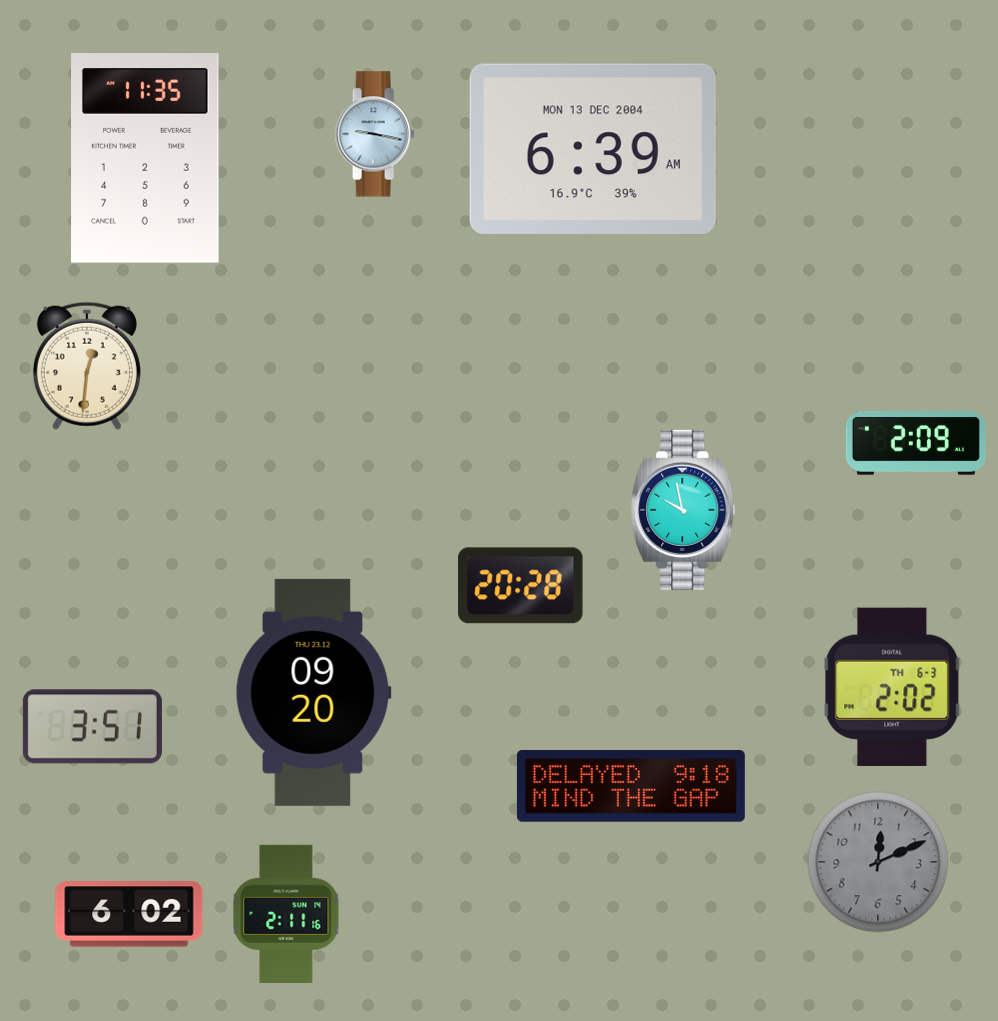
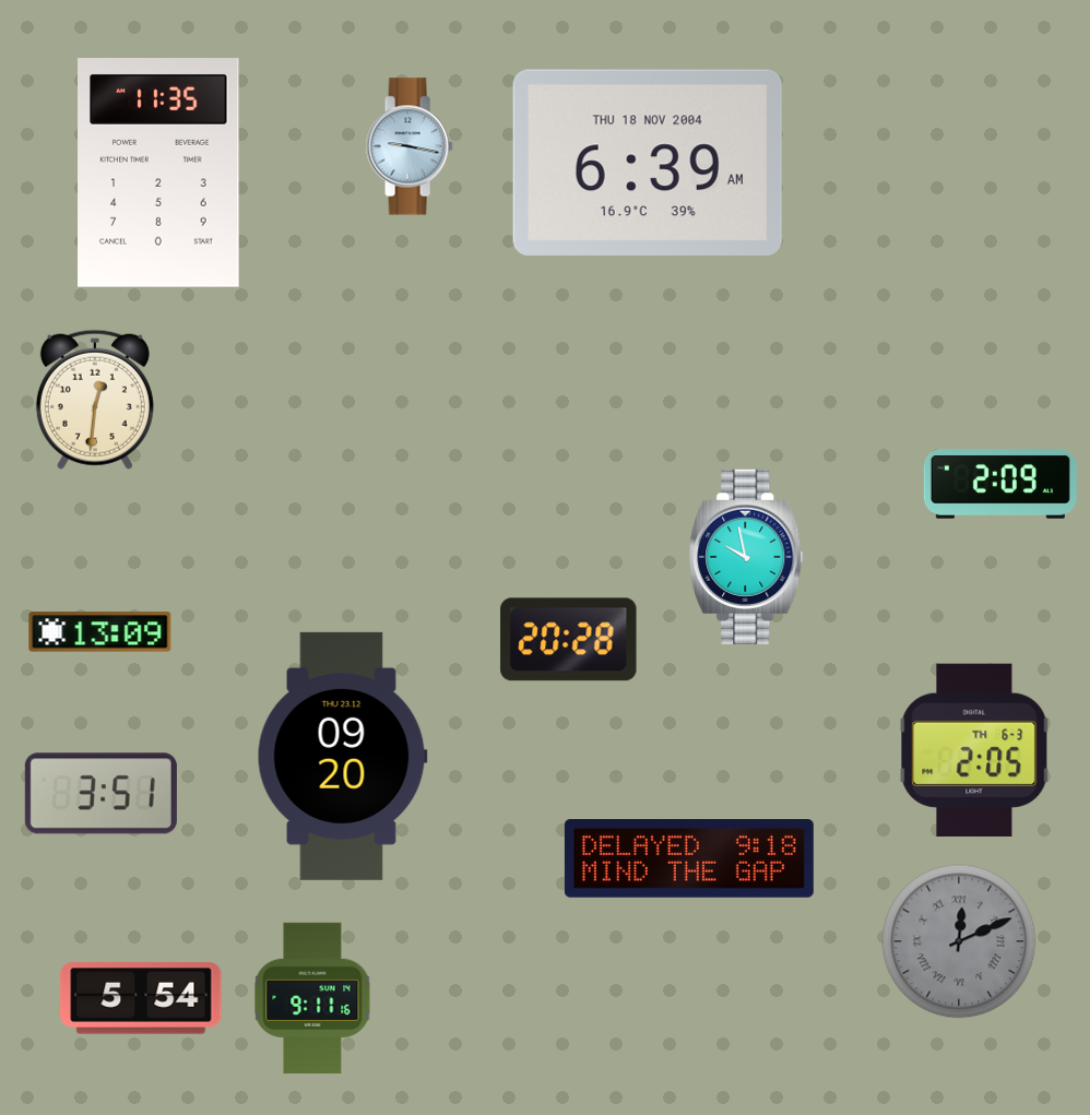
clock at (593, 149) date: MON 13 DEC 2004 -> THU 18 NOV 2004
clock at (100, 632): none -> 13:09
clock at (892, 687): 2:02 -> 2:05
clock at (878, 862) numerals: Arabic -> Roman
clock at (129, 914): 6:02 -> 5:54
clock at (286, 914): 2:11 -> 9:11
